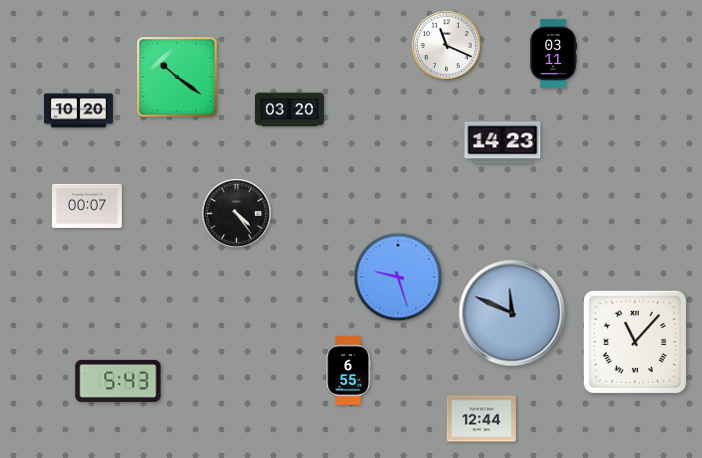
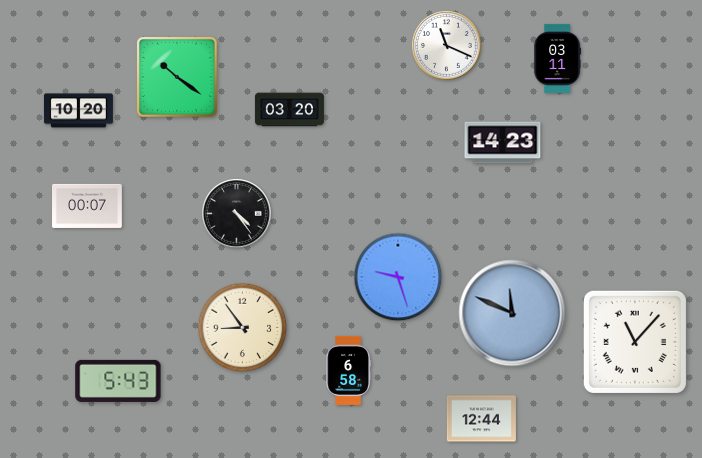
clock at (553, 53) position: (553, 53) -> (557, 58)
clock at (243, 328): none -> 8:54
clock at (348, 370): 6:55 -> 6:58
